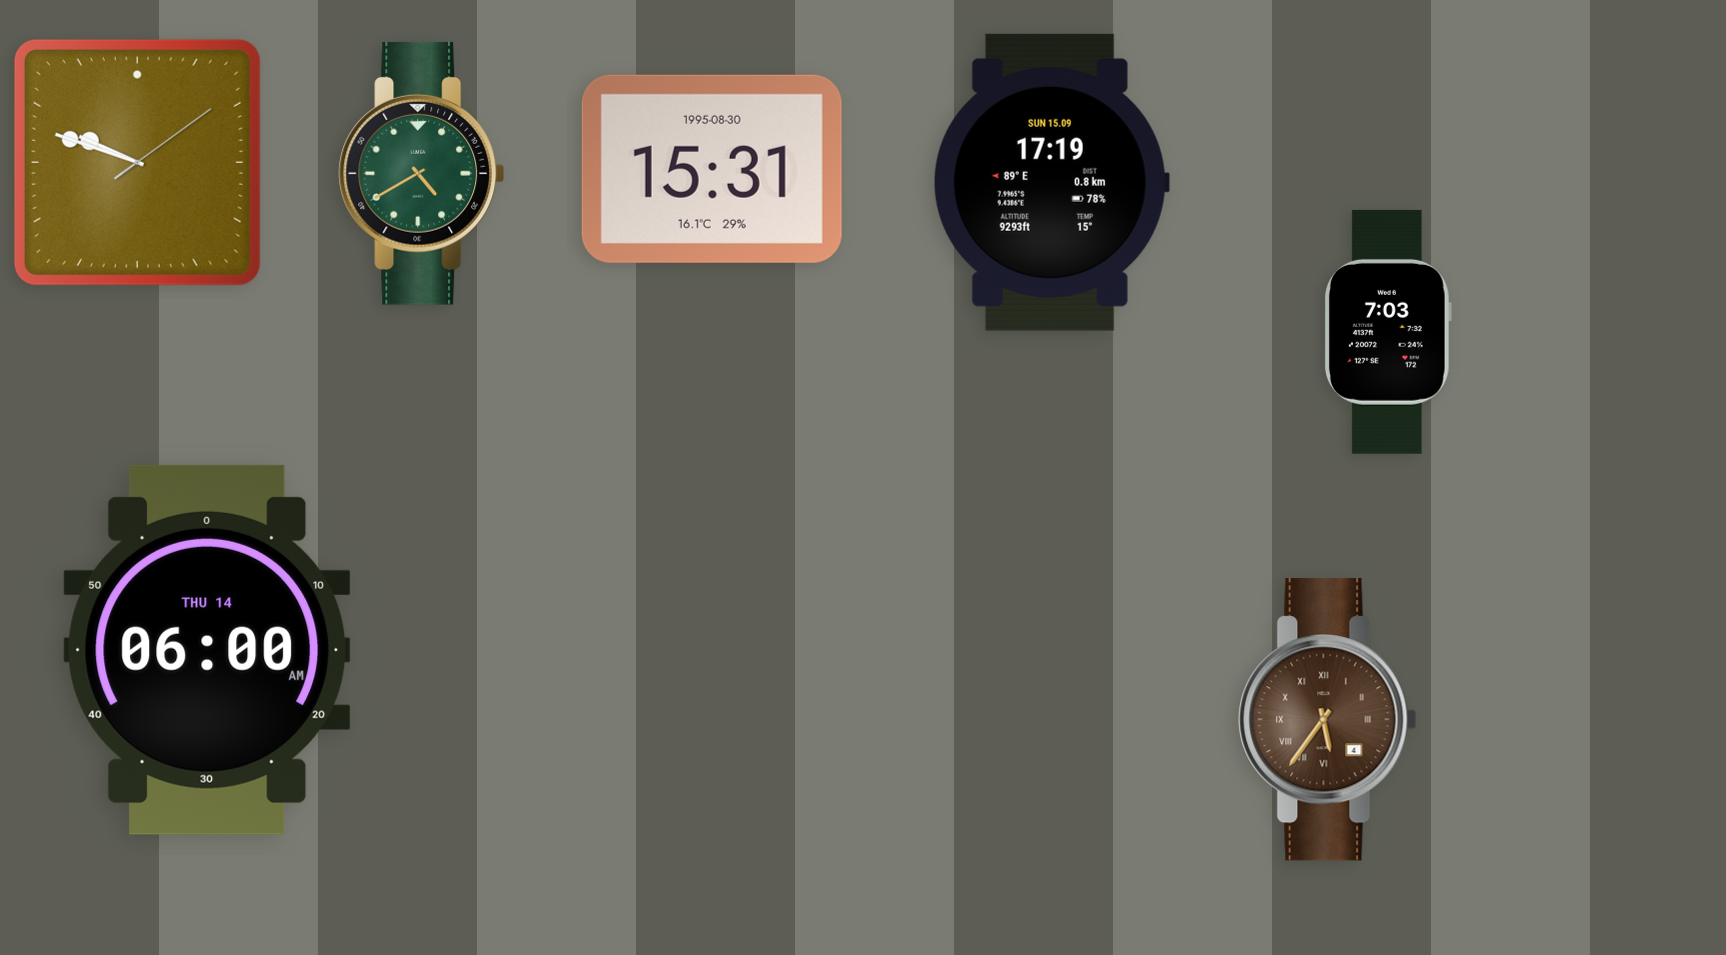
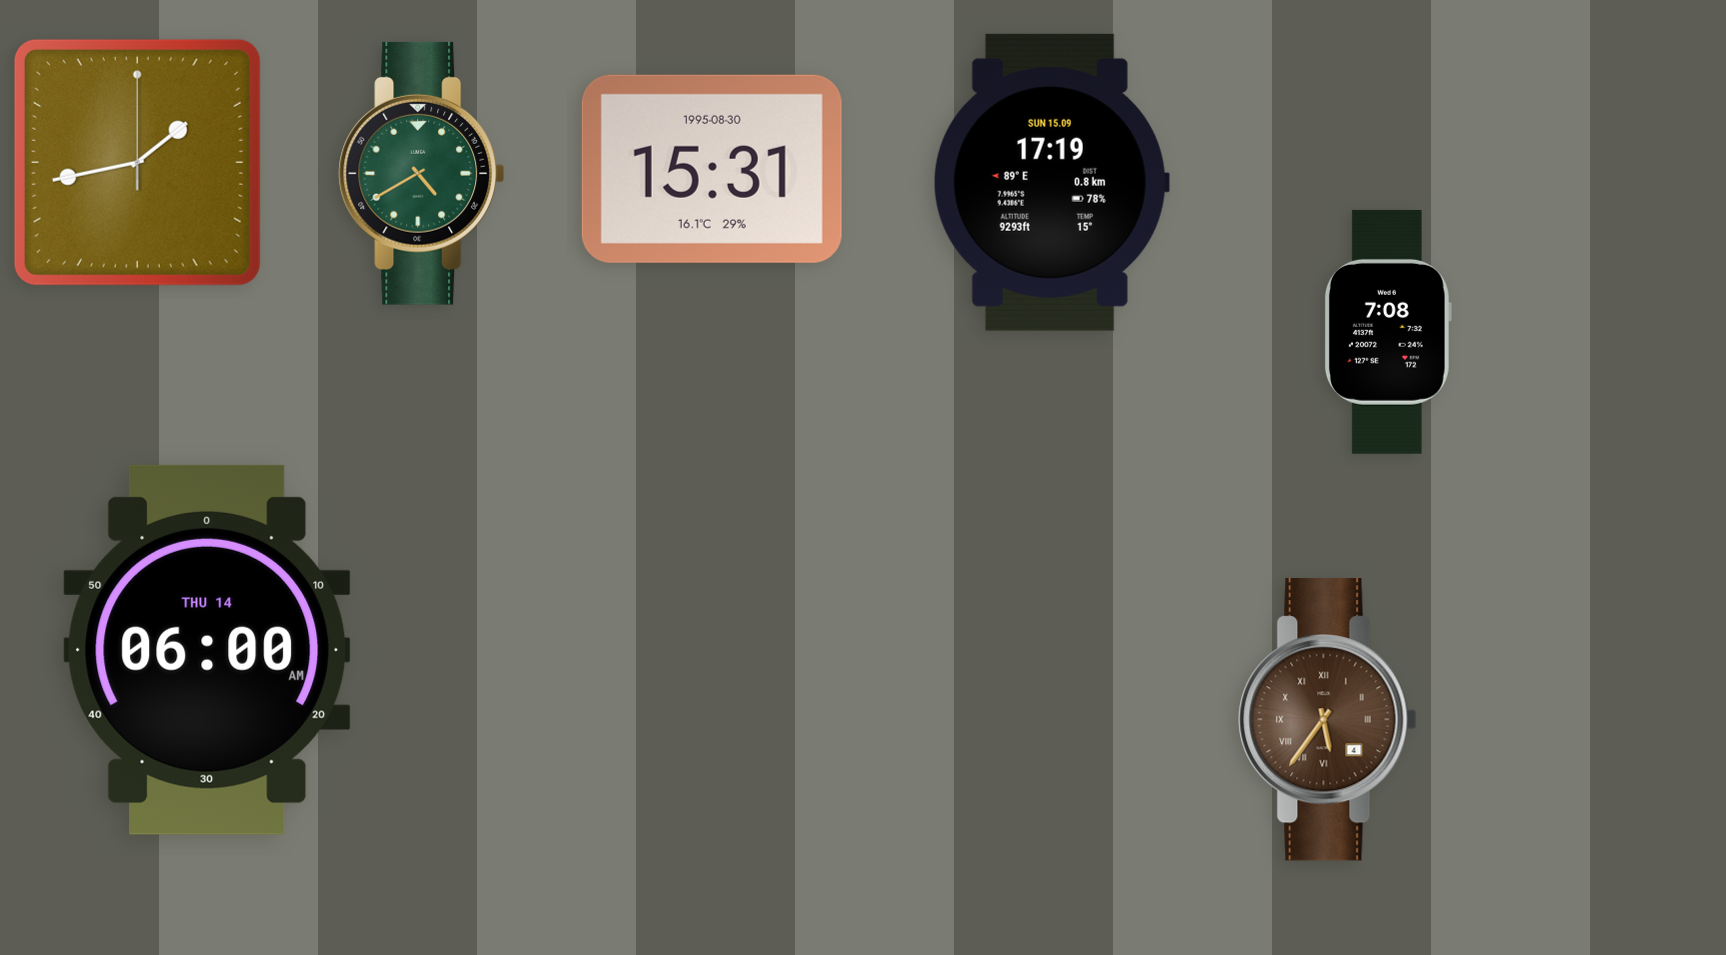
clock at (137, 162): 9:48 -> 1:43
clock at (1388, 332): 7:03 -> 7:08
